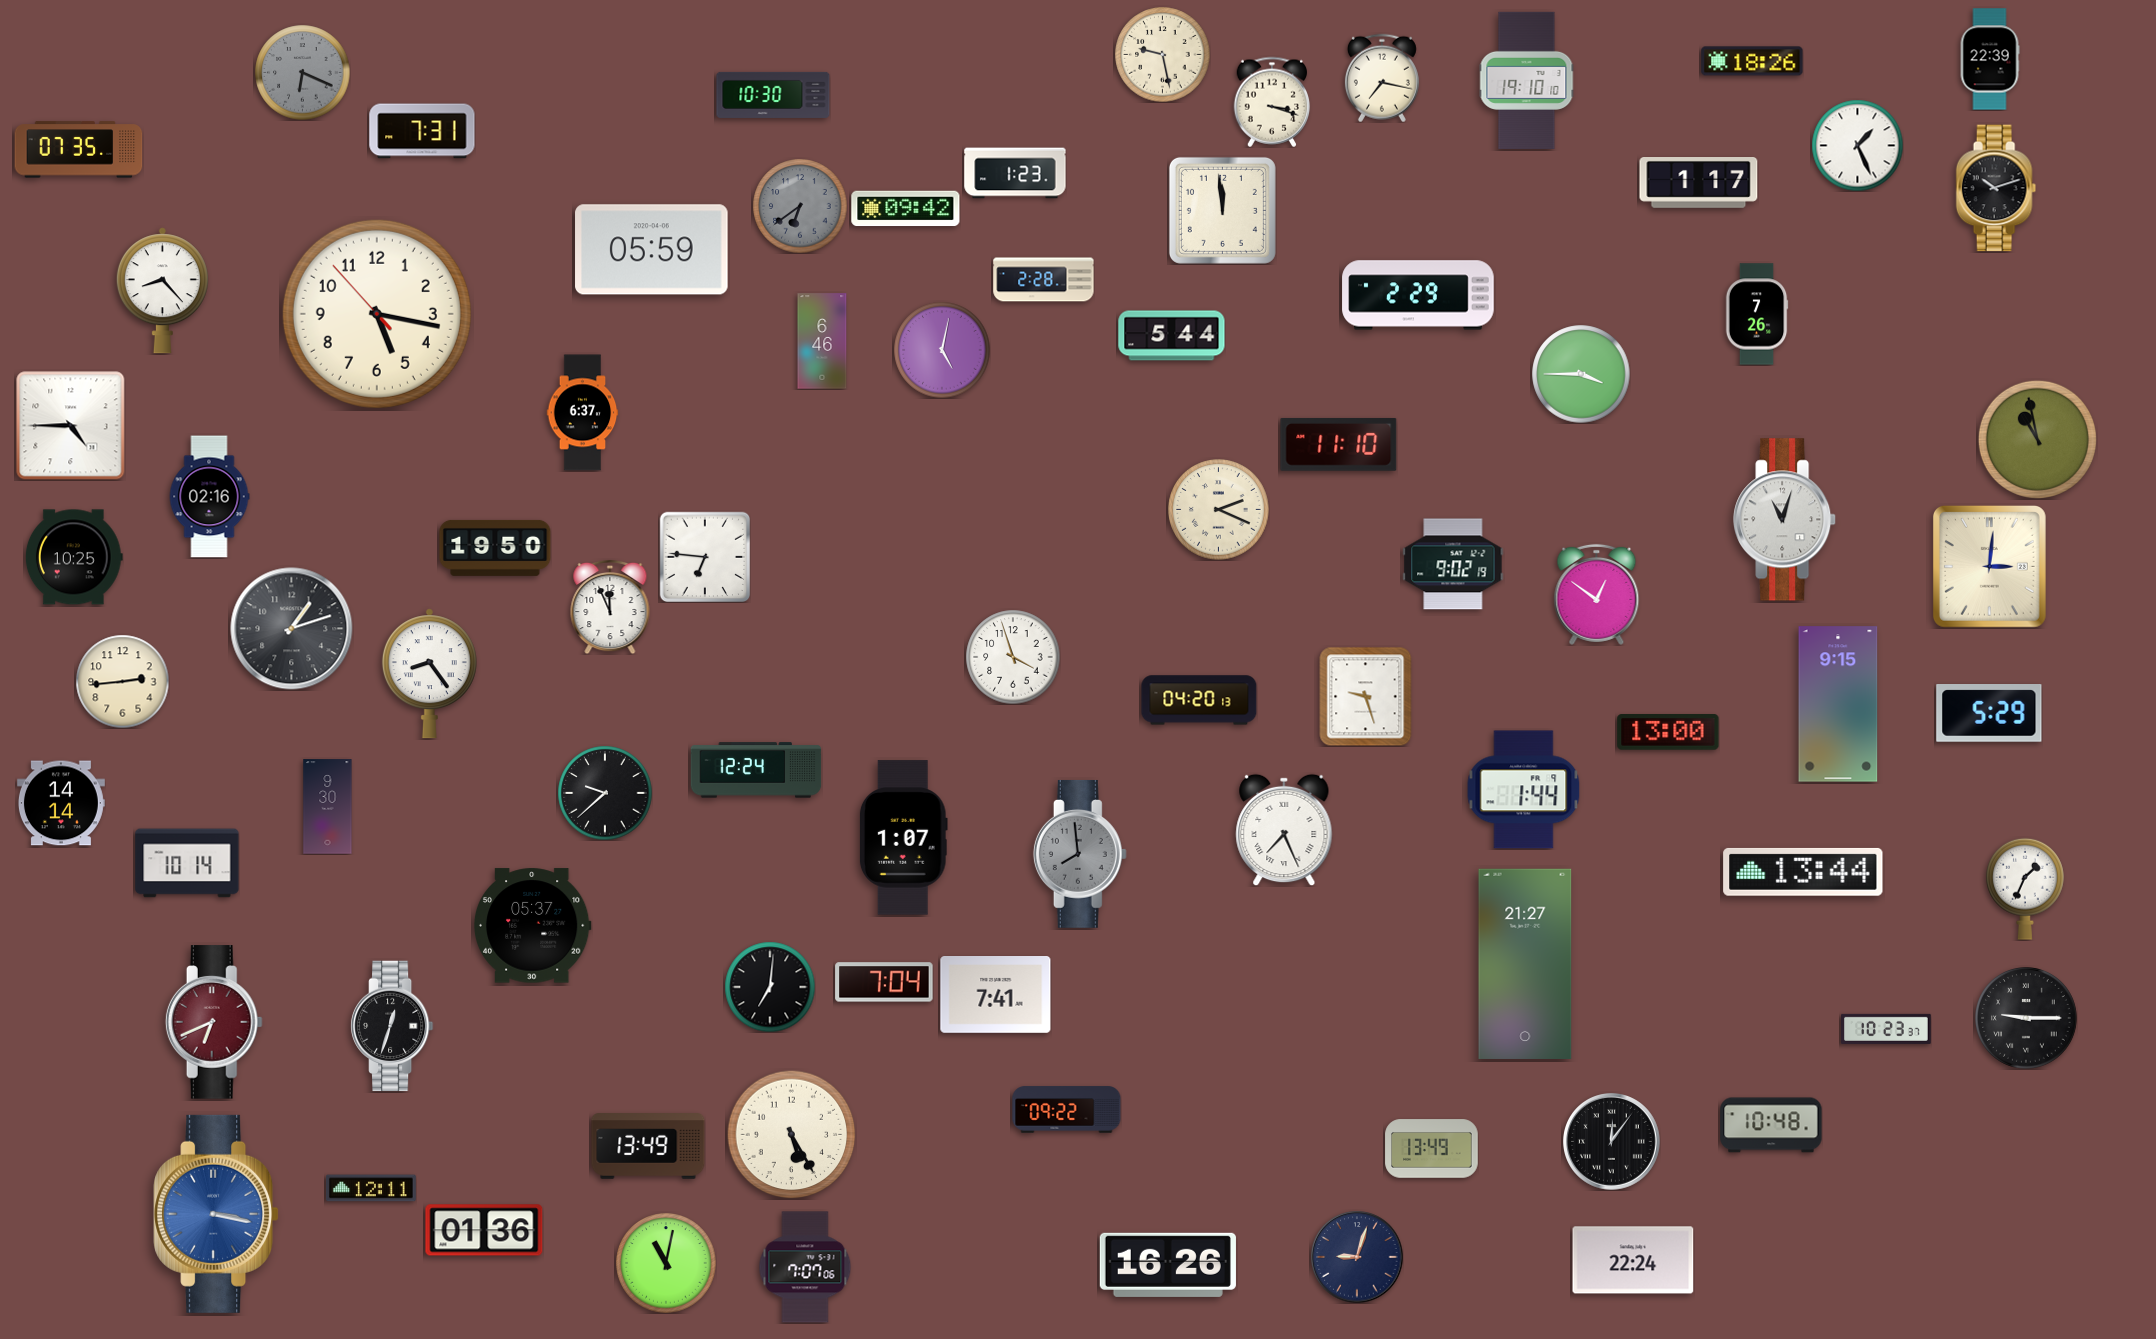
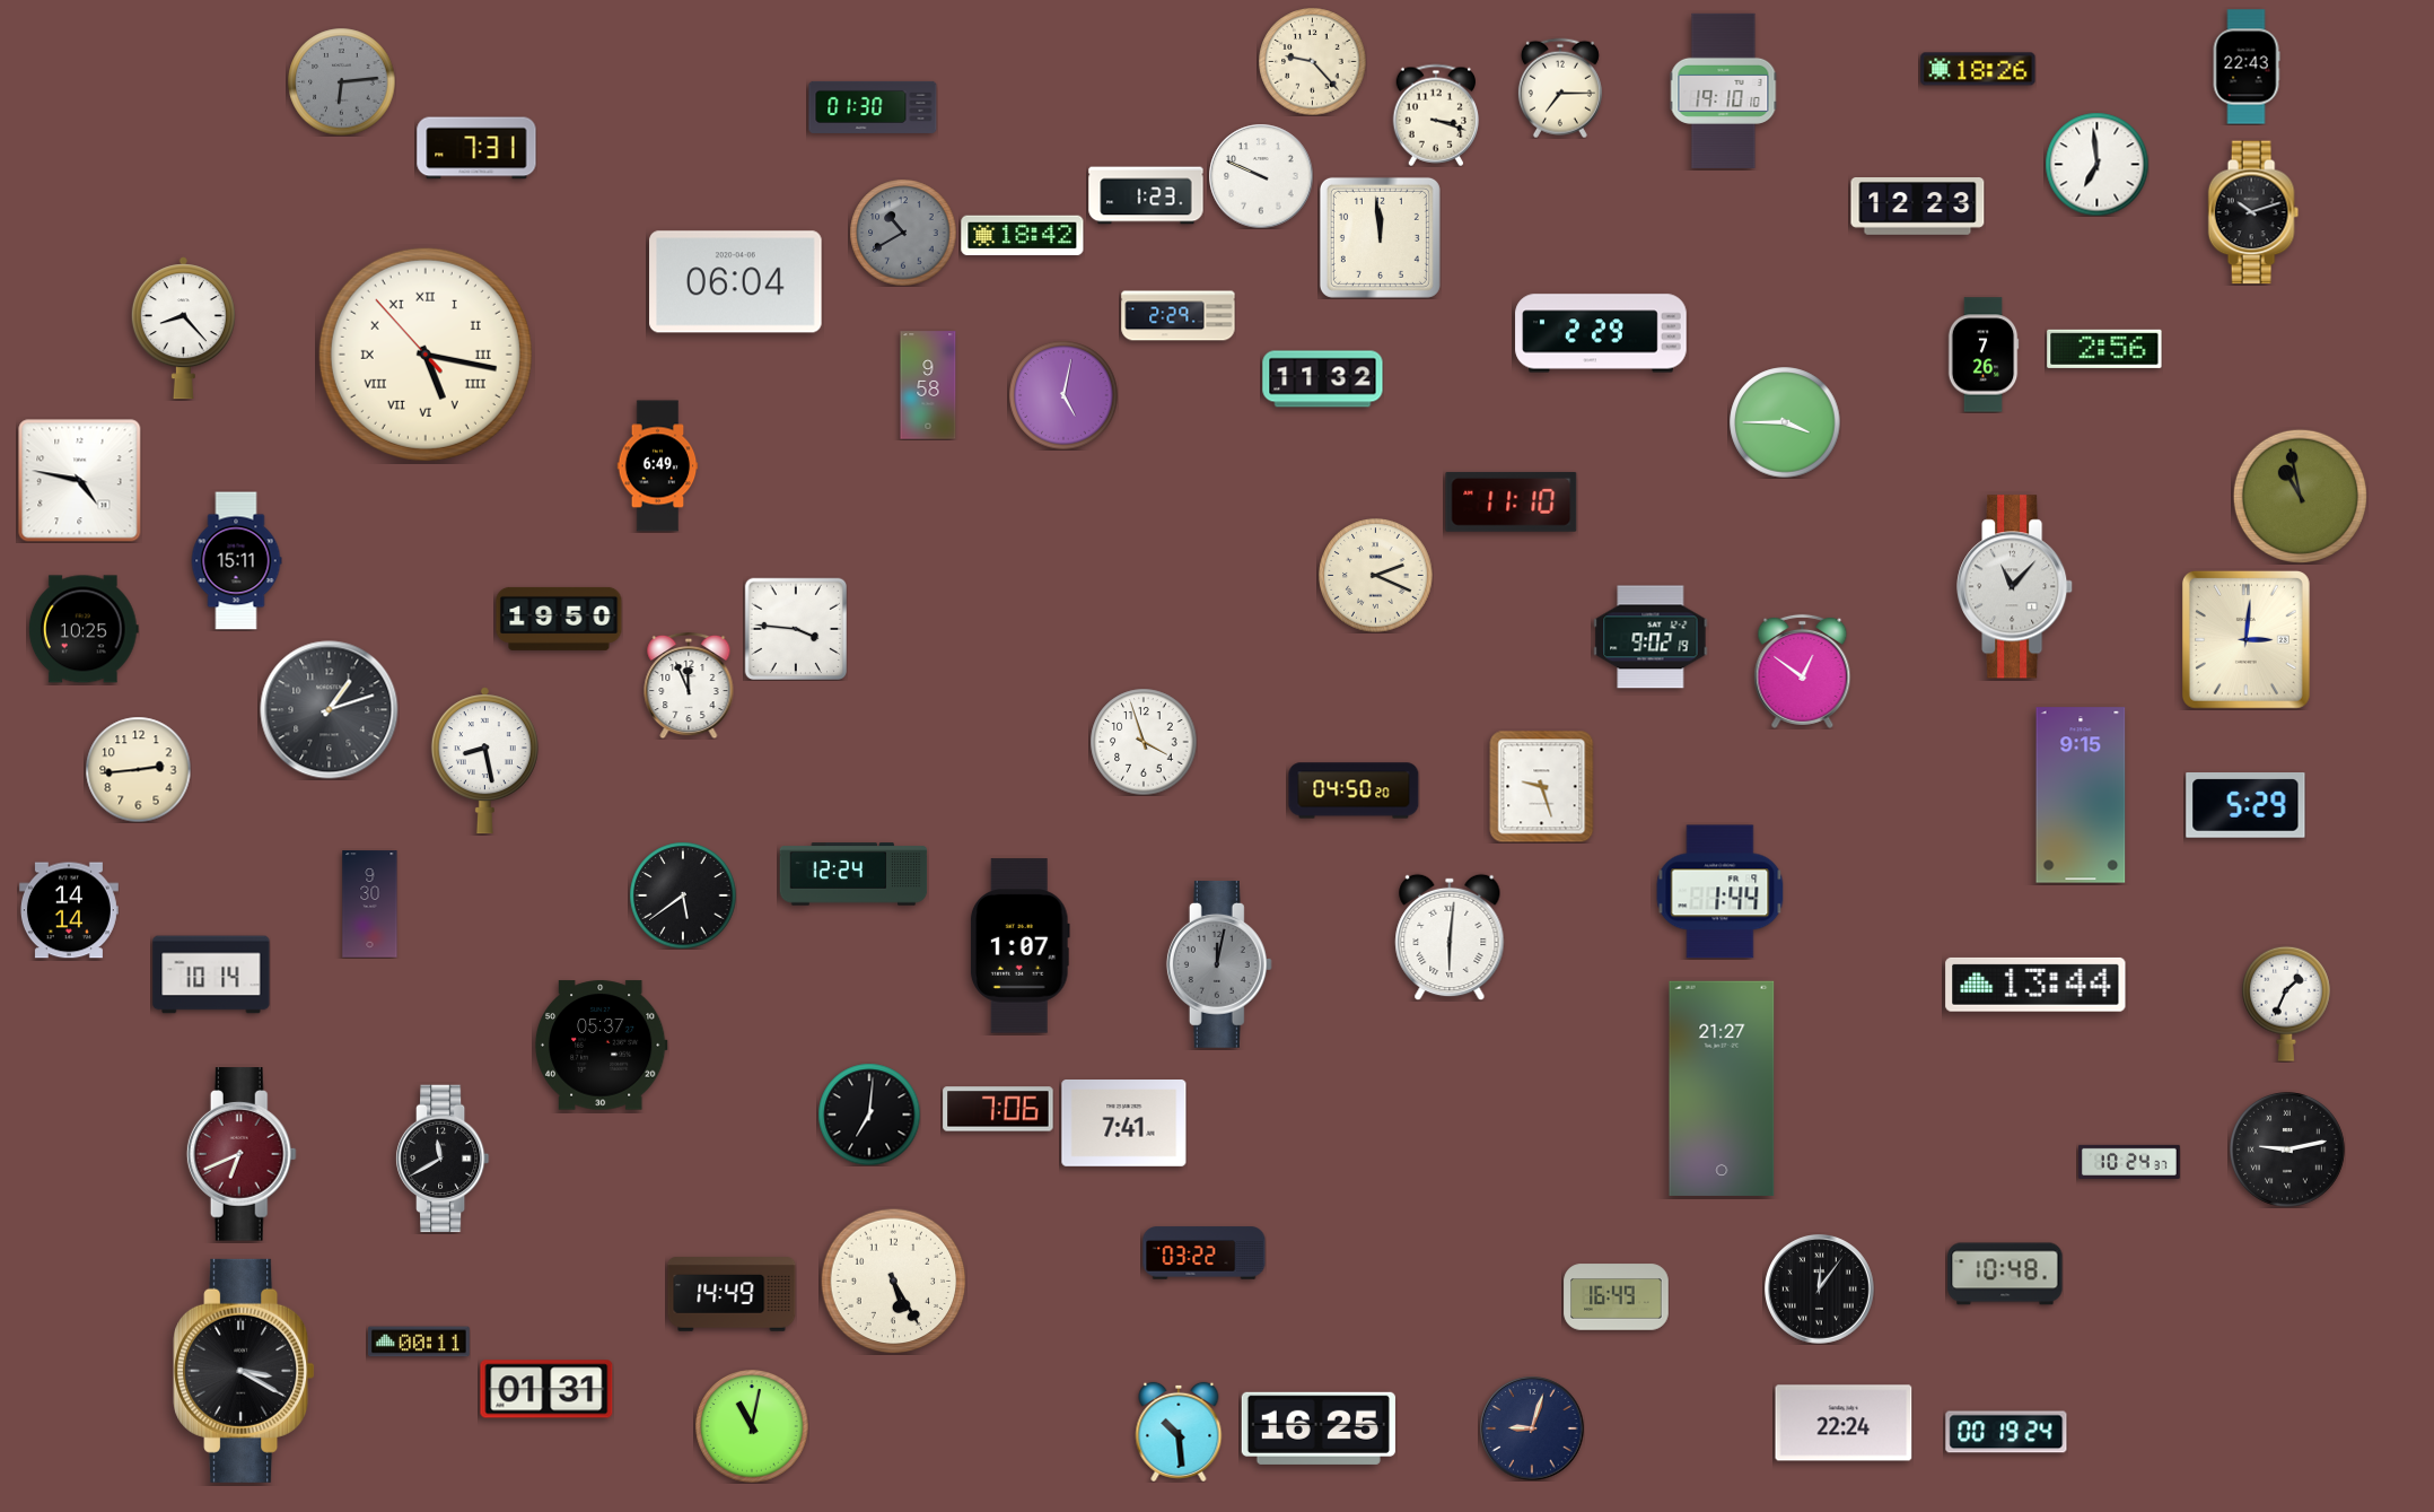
clock at (1162, 54): 9:28 -> 9:23
clock at (1990, 59): 22:39 -> 22:43
clock at (302, 72): 6:19 -> 6:14
clock at (1382, 78): 7:17 -> 7:15
clock at (773, 95): 10:30 -> 01:30
clock at (1857, 145): 1:26 -> 6:59
clock at (79, 150): 07:35 -> none
clock at (1261, 176): none -> 9:49
clock at (1699, 183): 1:17 -> 12:23
clock at (800, 206): 6:39 -> 10:40
clock at (906, 209): 09:42 -> 18:42
clock at (652, 250): 05:59 -> 06:04
clock at (1044, 280): 2:28 -> 2:29
clock at (2104, 349): none -> 2:56
clock at (377, 314) numerals: Arabic -> Roman
clock at (1172, 336): 5:44 -> 11:32
clock at (822, 341): 6:46 -> 9:58
clock at (583, 413): 6:37 -> 6:49
clock at (70, 425): 4:45 -> 4:47
clock at (209, 497): 02:16 -> 15:11
clock at (1785, 520): 11:03 -> 11:07
clock at (705, 557): 6:46 -> 3:46
clock at (1453, 564) position: (1453, 564) -> (1651, 637)
clock at (429, 674): 8:24 -> 8:28
clock at (1199, 700): 04:20 -> 04:50
clock at (1838, 704) position: (1838, 704) -> (2081, 795)
clock at (1668, 733): 13:00 -> none
clock at (756, 770) position: (756, 770) -> (853, 874)
clock at (605, 793): 9:38 -> 5:39
clock at (61, 803) position: (61, 803) -> (69, 910)
clock at (328, 807) position: (328, 807) -> (370, 904)
clock at (1284, 830): 7:26 -> 6:01
clock at (1080, 854): 7:59 -> 12:02
clock at (884, 982): 7:04 -> 7:06
clock at (2026, 1018): 9:15 -> 9:13
clock at (392, 1026): 12:33 -> 11:40
clock at (1887, 1029): 10:23 -> 10:24
clock at (1067, 1110): 09:22 -> 03:22
clock at (1771, 1125) position: (1771, 1125) -> (2005, 1274)
clock at (648, 1146): 13:49 -> 14:49
clock at (1432, 1149): 13:49 -> 16:49
clock at (372, 1188): 12:11 -> 00:11
clock at (216, 1214): 3:17 -> 3:20
clock at (216, 1214) dial: blue -> black
clock at (484, 1230): 01:36 -> 01:31
clock at (1357, 1257) position: (1357, 1257) -> (1532, 1428)
clock at (1168, 1265): 16:26 -> 16:25
clock at (805, 1267): 7:07 -> none
clock at (1179, 1432): none -> 10:29
clock at (2006, 1432): none -> 00:19
